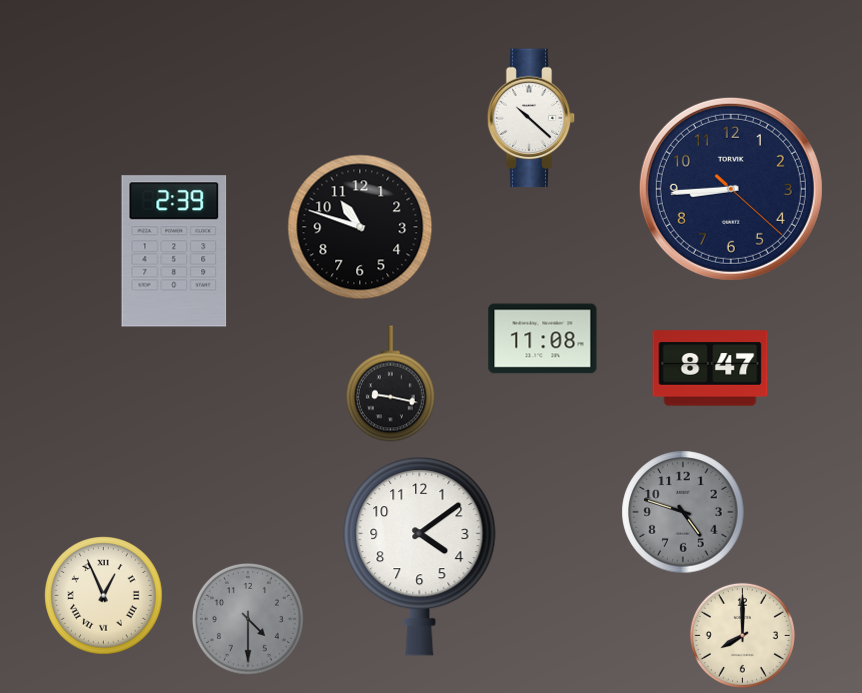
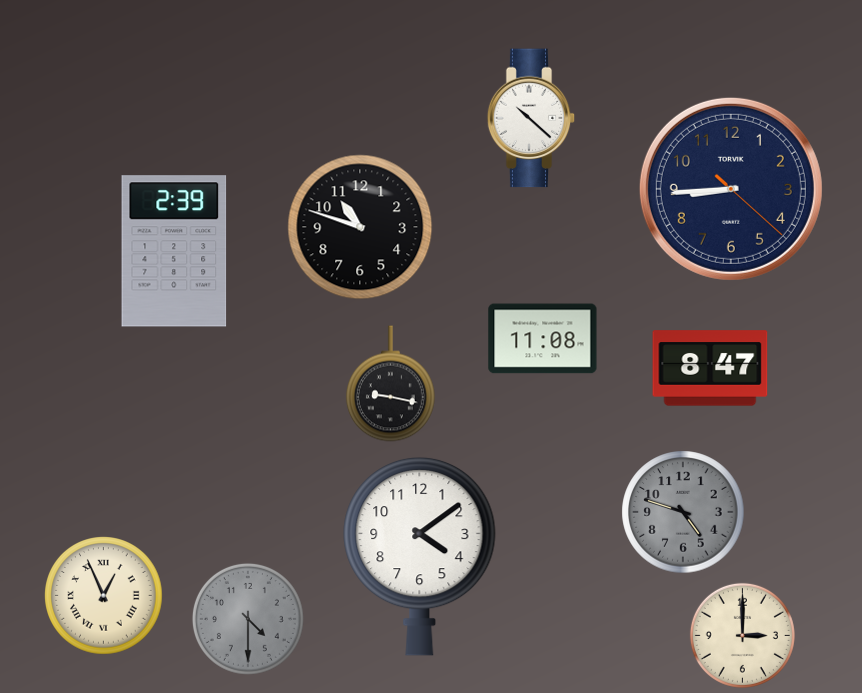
clock at (742, 635): 8:00 -> 3:00
